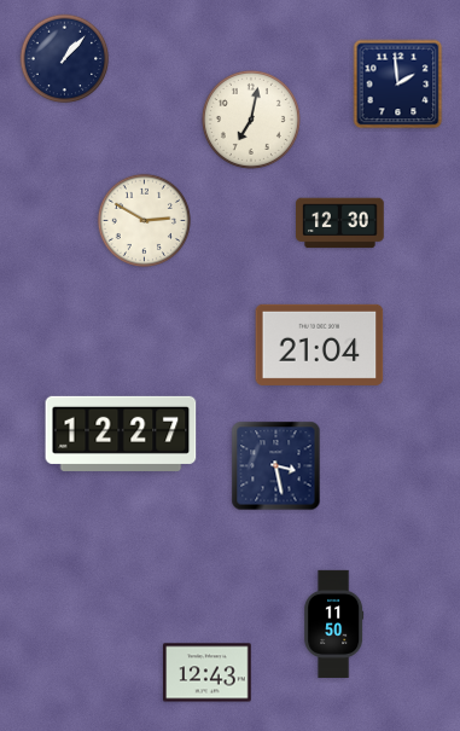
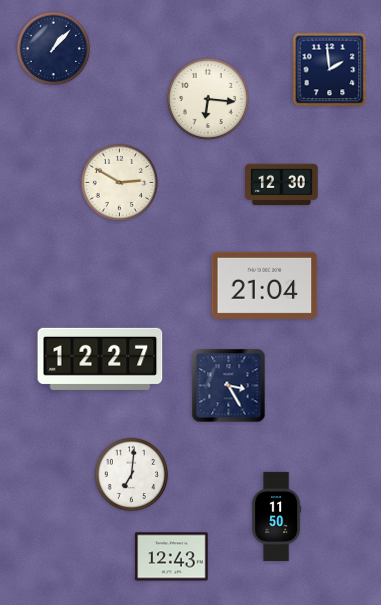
clock at (251, 120): 7:02 -> 6:16
clock at (276, 466): 3:28 -> 3:25
clock at (132, 475): none -> 7:01
